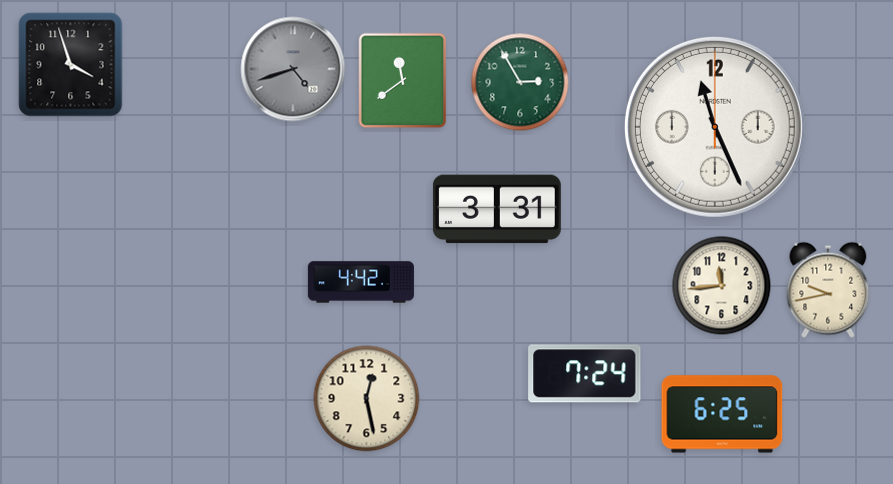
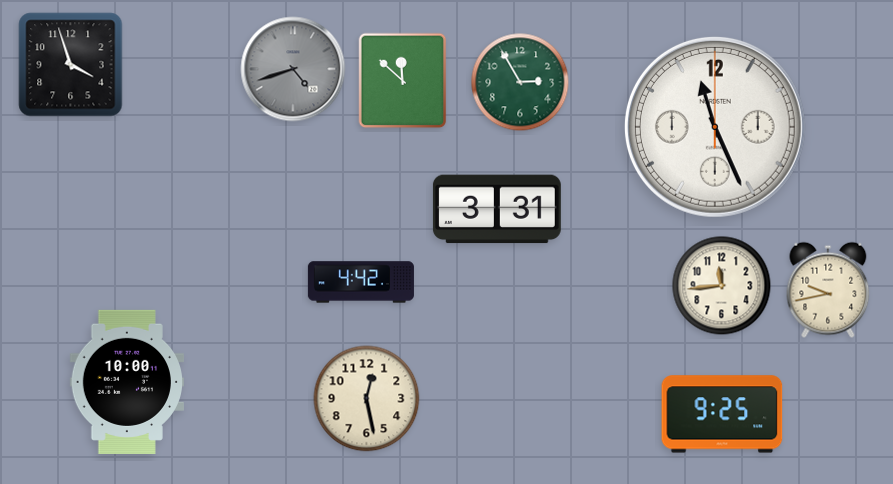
clock at (403, 81): 11:39 -> 11:52
clock at (585, 374): 7:24 -> none
clock at (126, 382): none -> 10:00
clock at (722, 414): 6:25 -> 9:25
